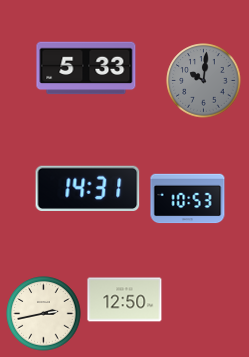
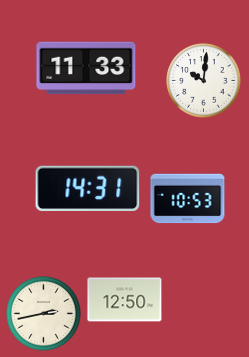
clock at (86, 68): 5:33 -> 11:33
clock at (204, 81) dial: grey -> white
